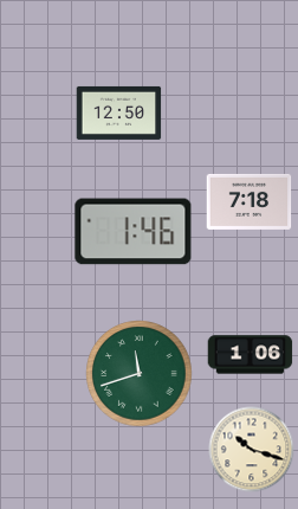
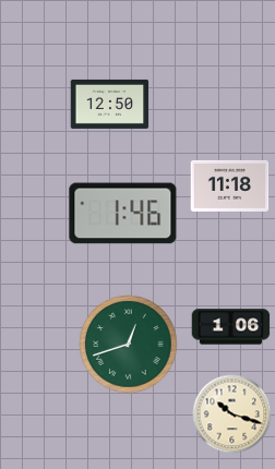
clock at (250, 201): 7:18 -> 11:18
clock at (140, 374): 11:42 -> 12:42
